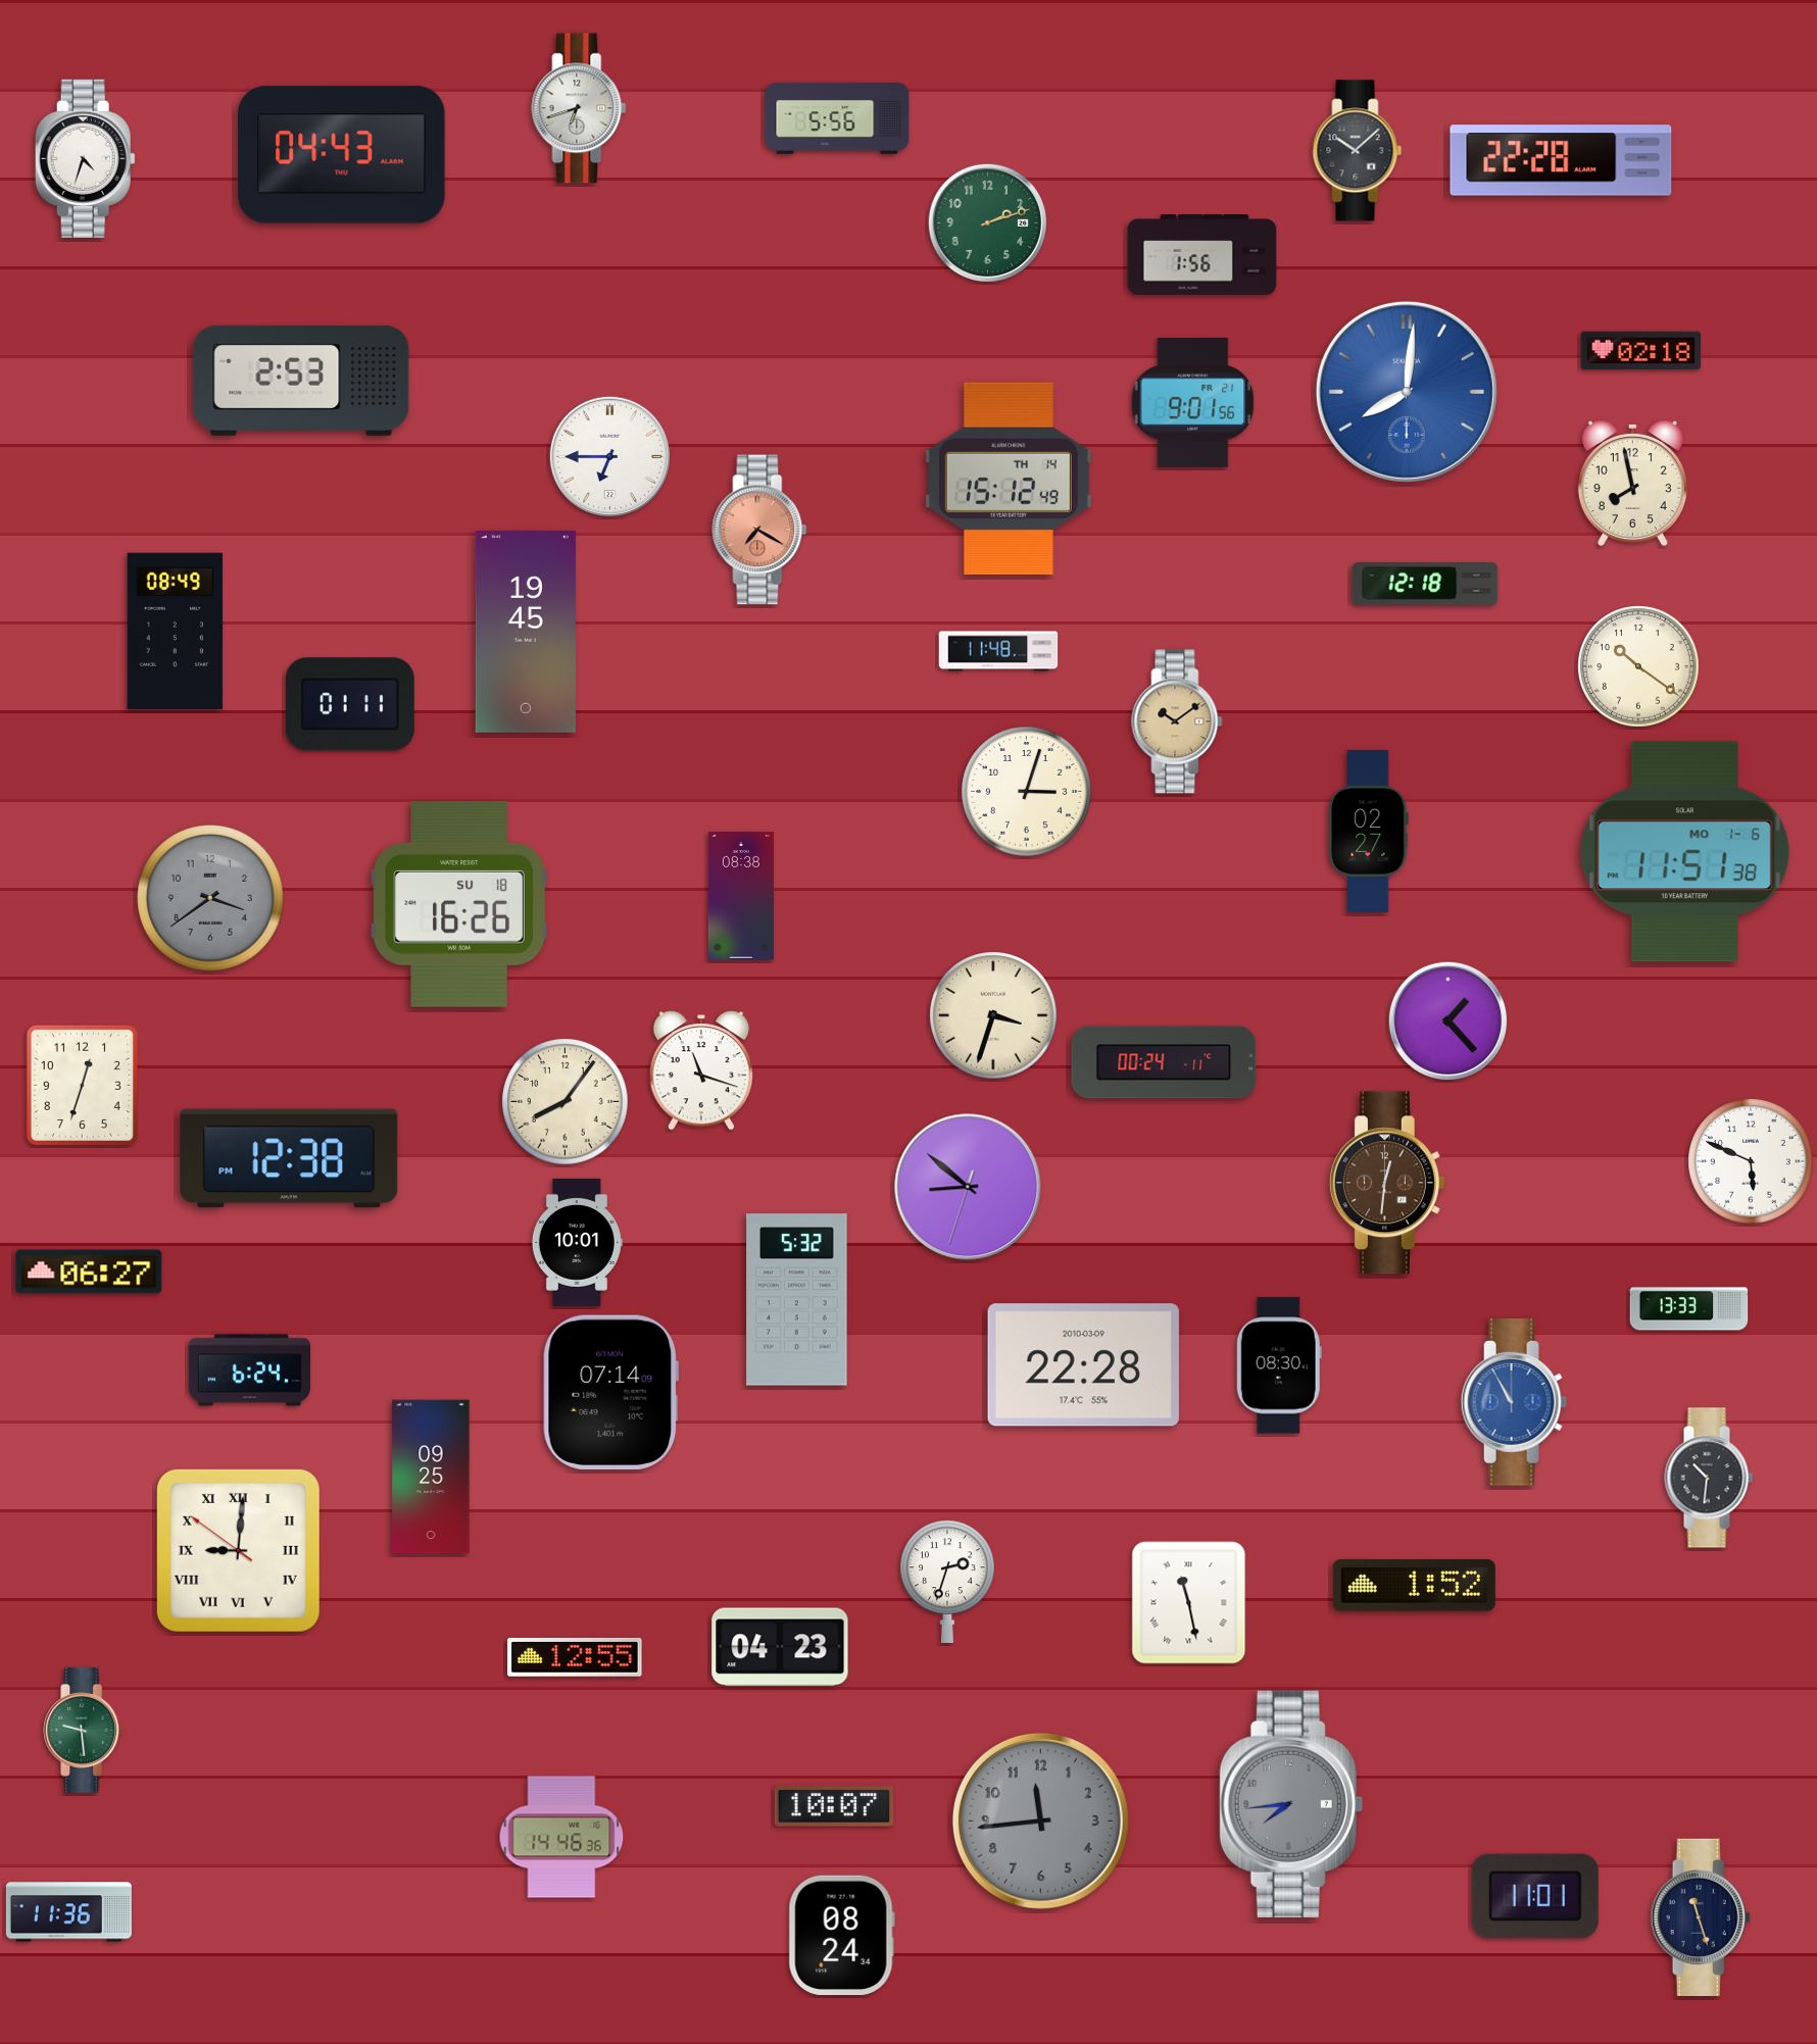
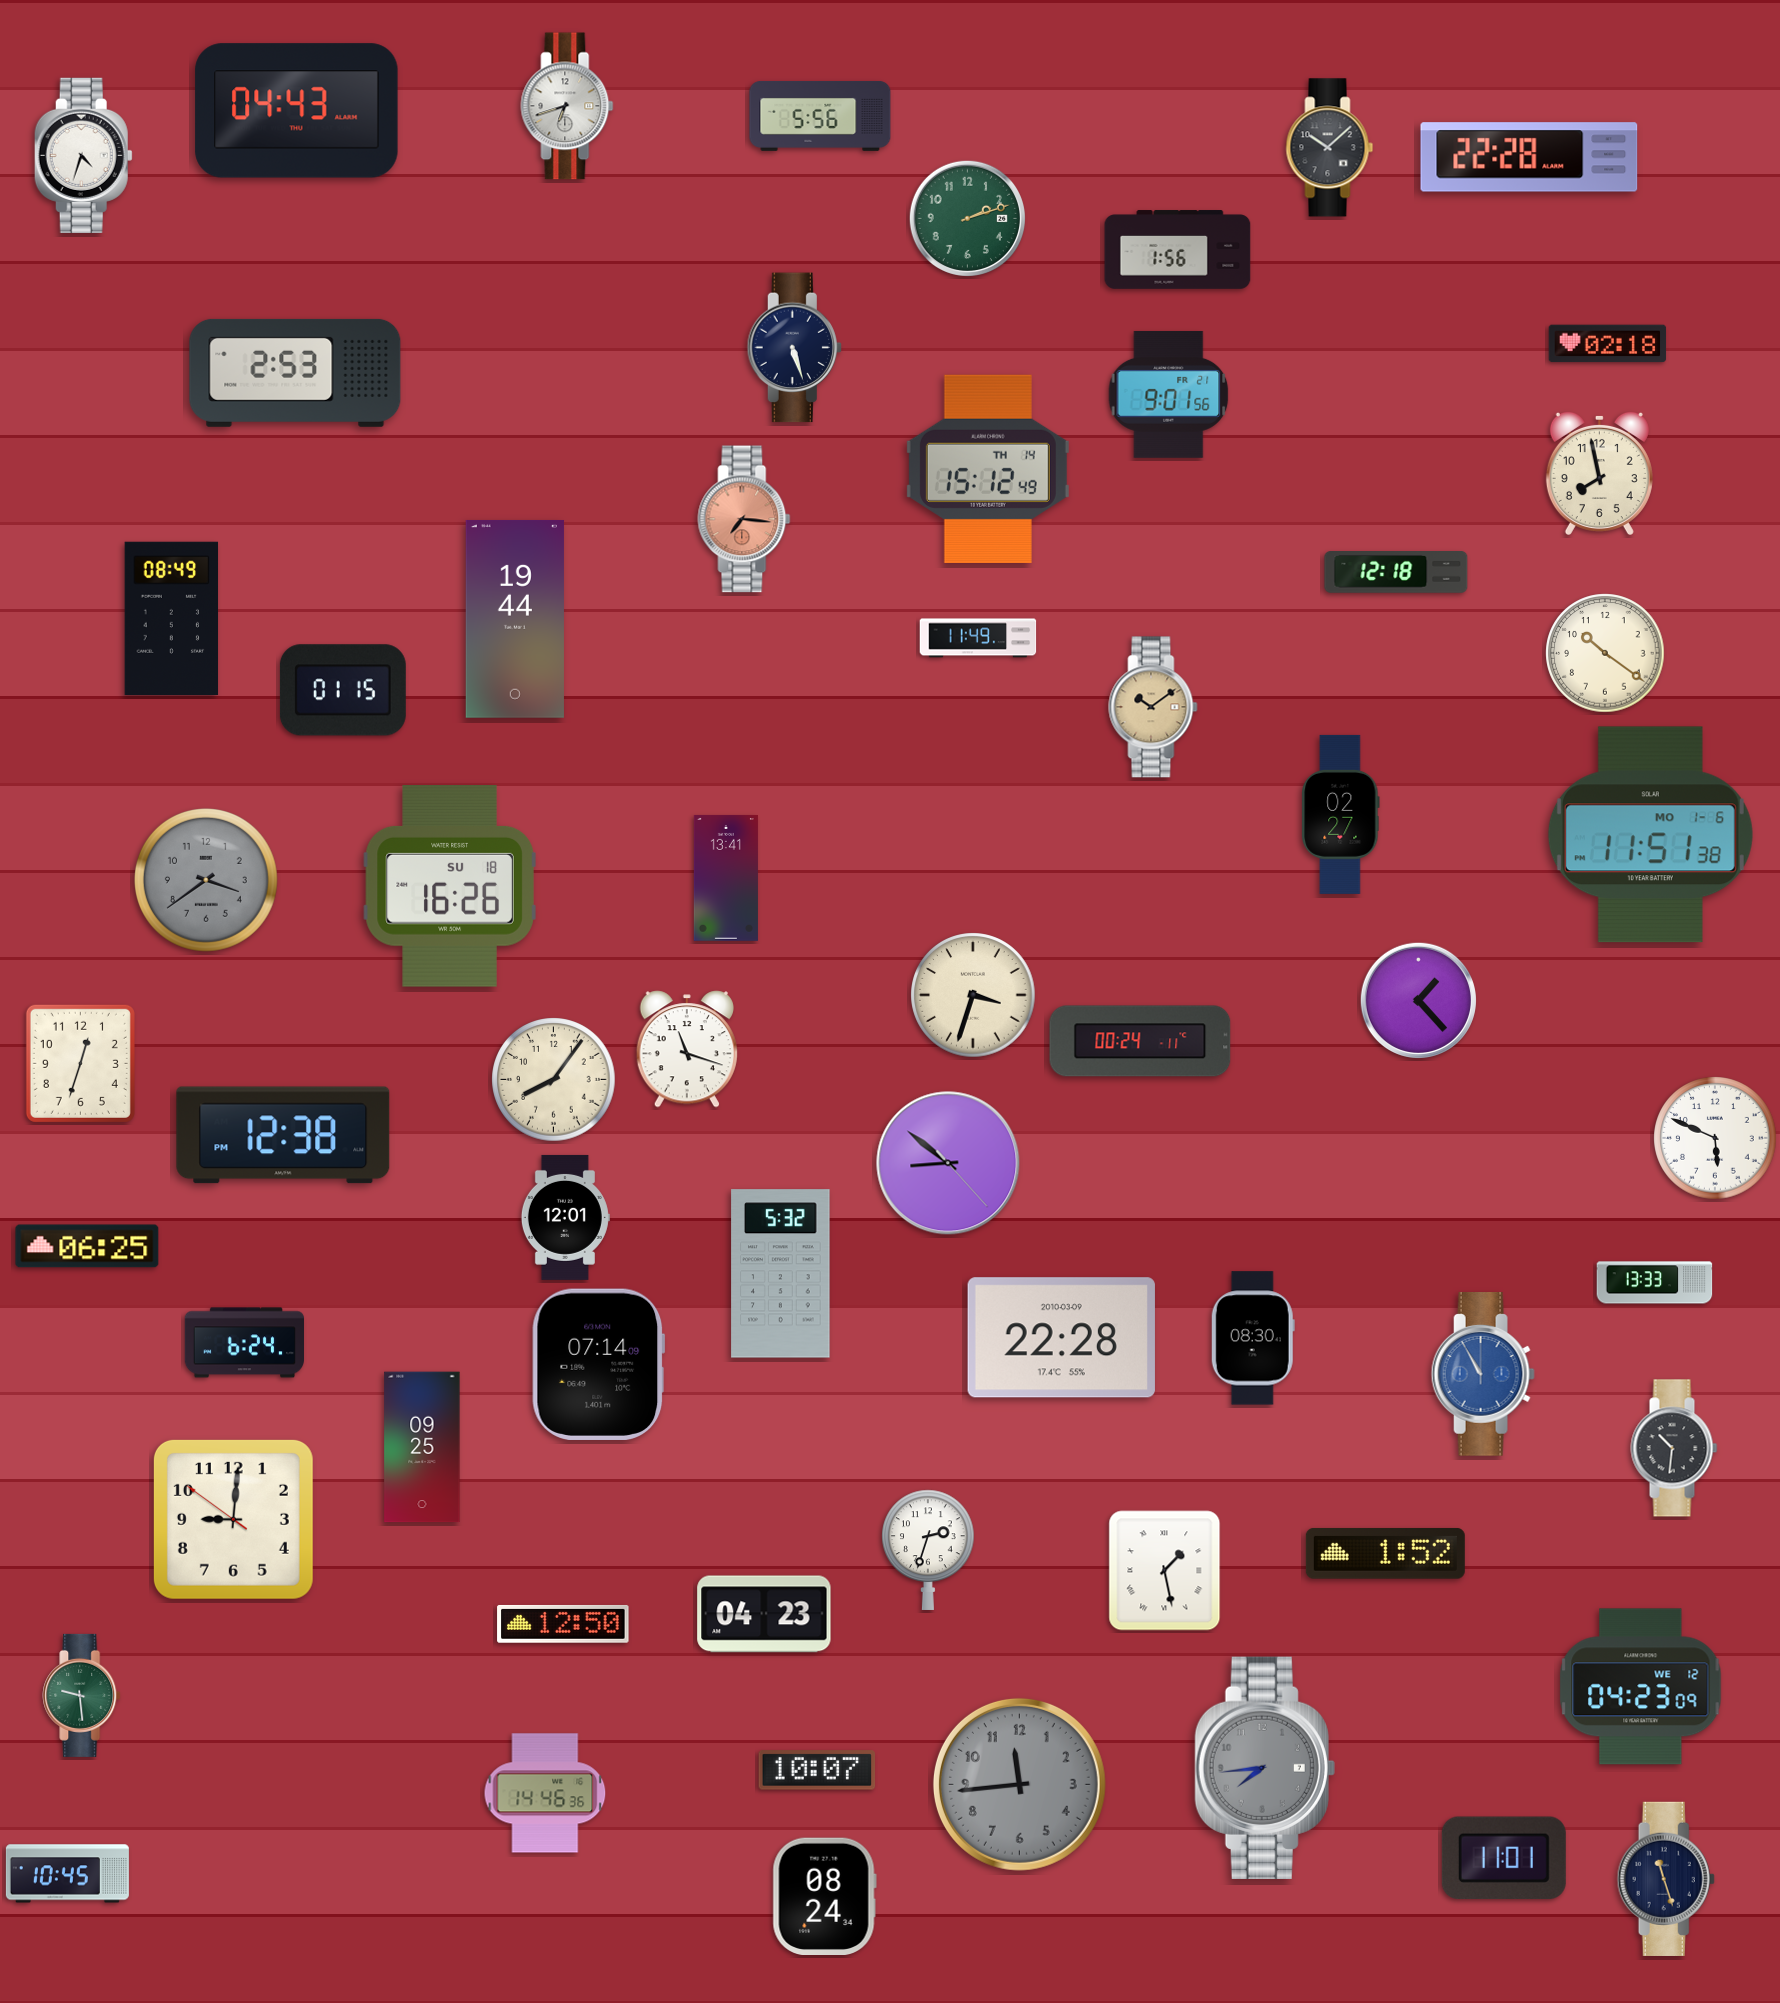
clock at (342, 155) position: (342, 155) -> (297, 111)
clock at (794, 348): none -> 5:27
clock at (1407, 392): 8:01 -> none
clock at (609, 456): 6:45 -> none
clock at (759, 530): 7:20 -> 7:16
clock at (526, 632): 19:45 -> 19:44
clock at (998, 651): 11:48 -> 11:49
clock at (350, 704): 01:11 -> 01:15
clock at (1027, 792): 3:03 -> none
clock at (741, 896): 08:38 -> 13:41
clock at (1387, 1183): 12:31 -> none
clock at (968, 1187): 8:51:33 -> 8:51:23
clock at (577, 1242): 10:01 -> 12:01
clock at (89, 1272): 06:27 -> 06:25
clock at (238, 1550) numerals: Roman -> Arabic
clock at (1189, 1603): 11:28 -> 1:28
clock at (575, 1657): 12:55 -> 12:50
clock at (1641, 1687): none -> 04:23
clock at (561, 1837) position: (561, 1837) -> (545, 1793)
clock at (68, 1912): 11:36 -> 10:45
